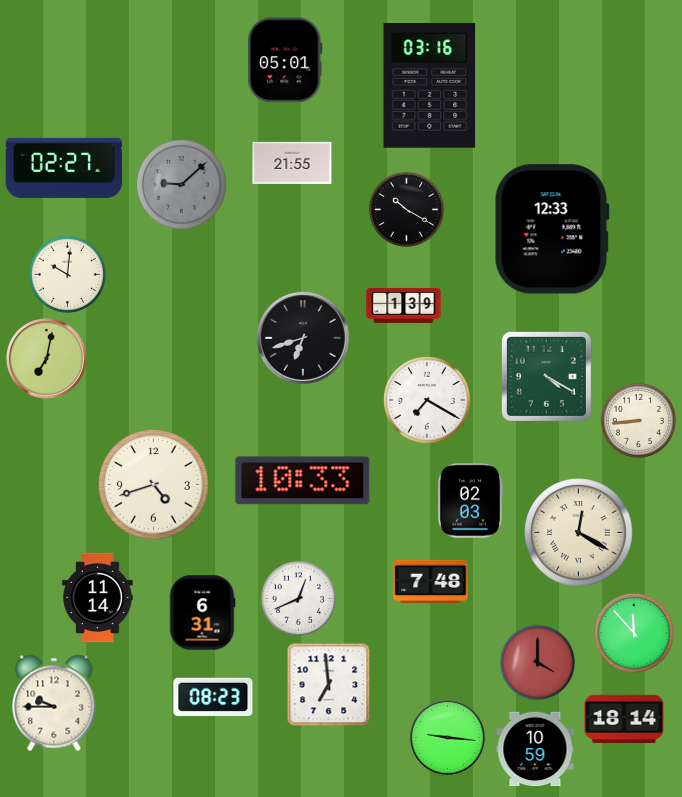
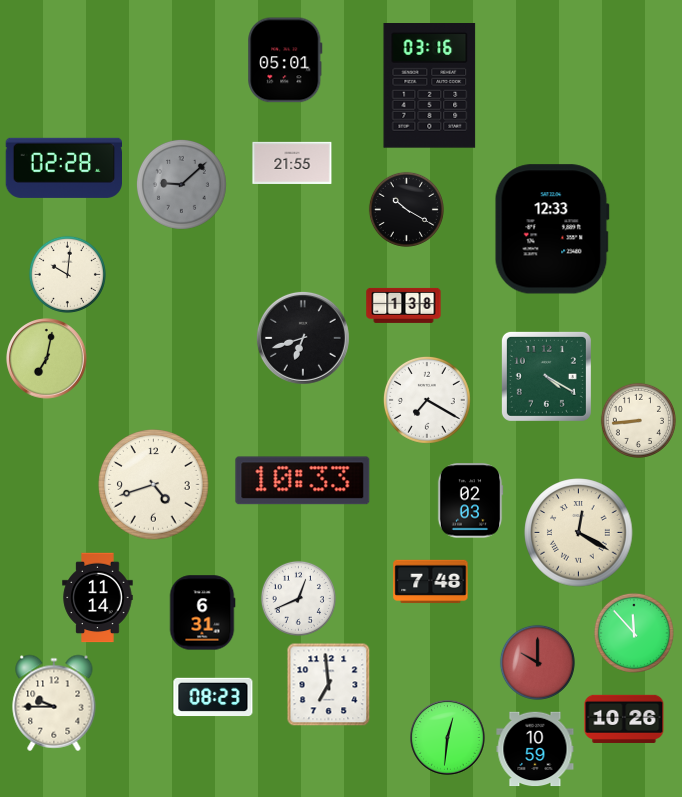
clock at (63, 168): 02:27 -> 02:28
clock at (404, 305): 1:39 -> 1:38
clock at (537, 662): 4:00 -> 10:00
clock at (624, 719): 18:14 -> 10:26
clock at (448, 738): 9:16 -> 12:31
